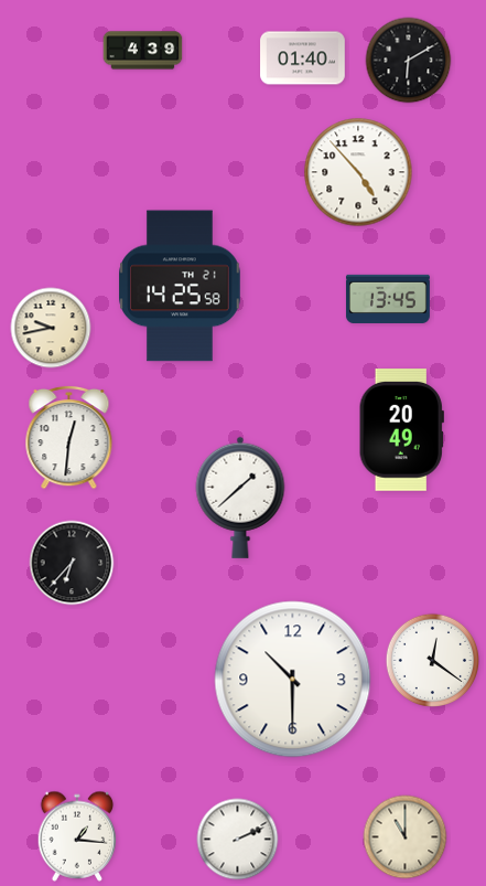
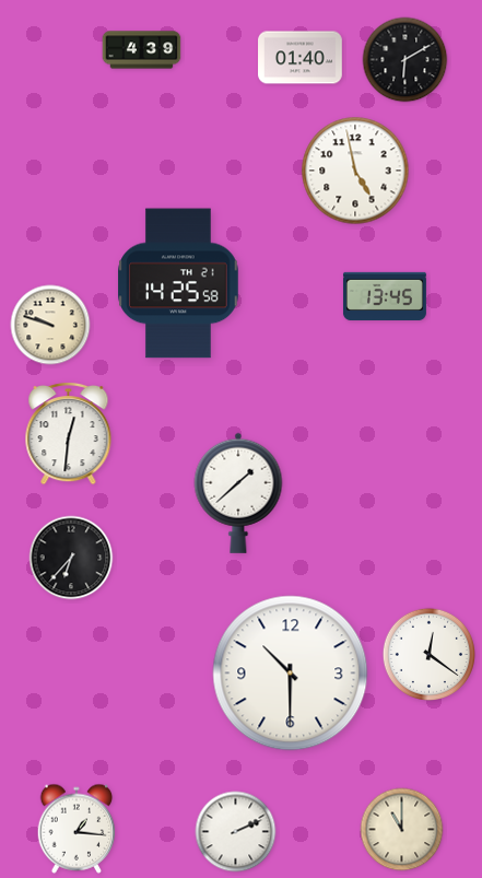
clock at (358, 172): 4:53 -> 4:58
clock at (51, 328): 9:43 -> 9:48
clock at (401, 430): 20:49 -> none
